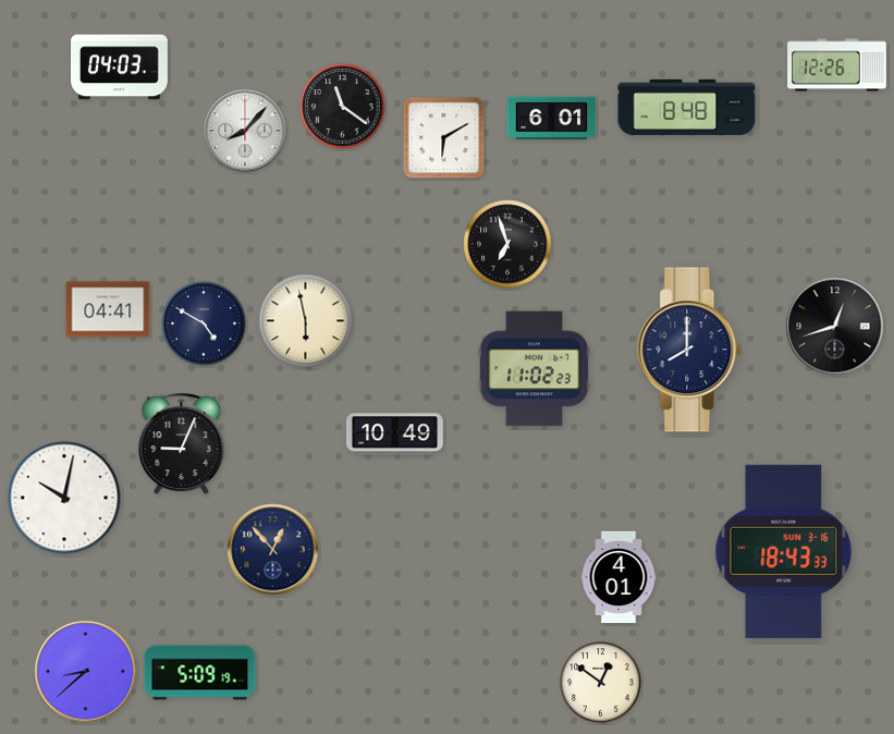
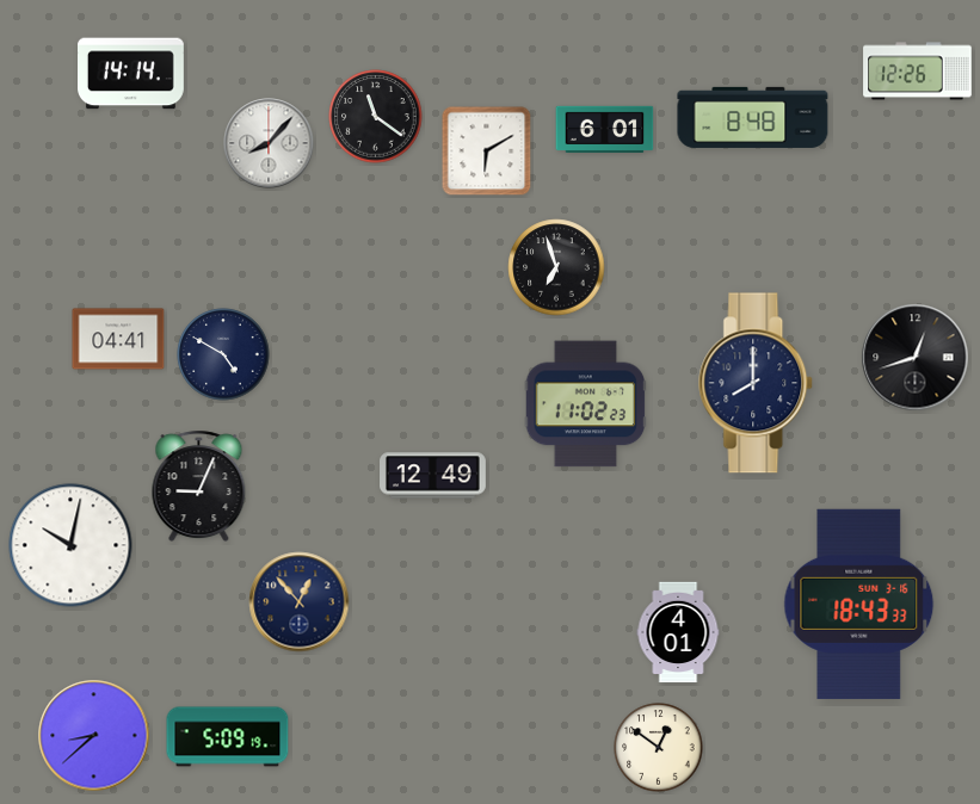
clock at (120, 68): 04:03 -> 14:14
clock at (306, 321): 5:58 -> none
clock at (395, 435): 10:49 -> 12:49
clock at (200, 673) position: (200, 673) -> (228, 737)
